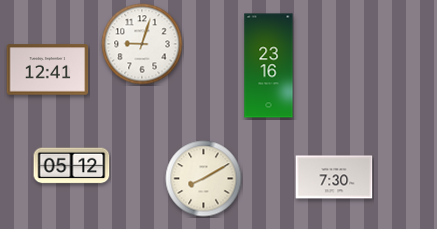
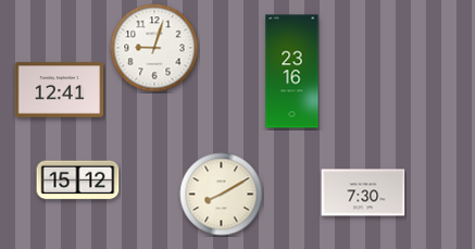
clock at (48, 70) position: (48, 70) -> (60, 90)
clock at (72, 166): 05:12 -> 15:12
